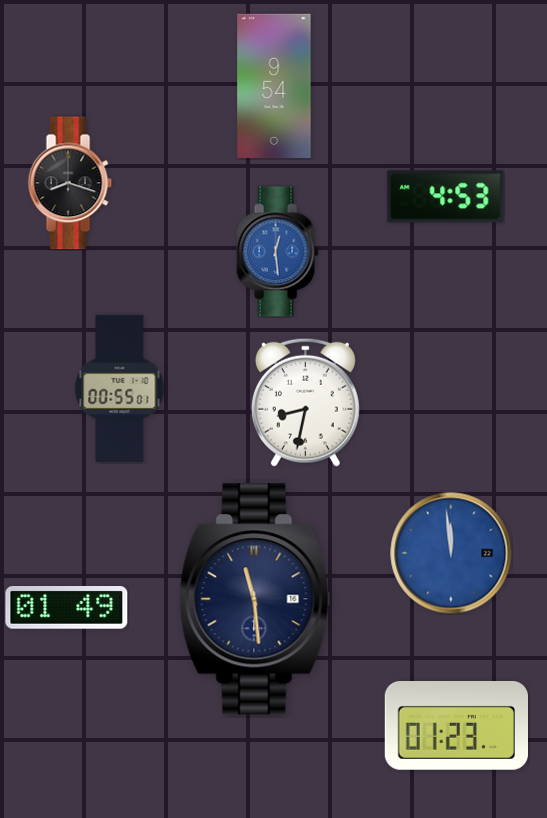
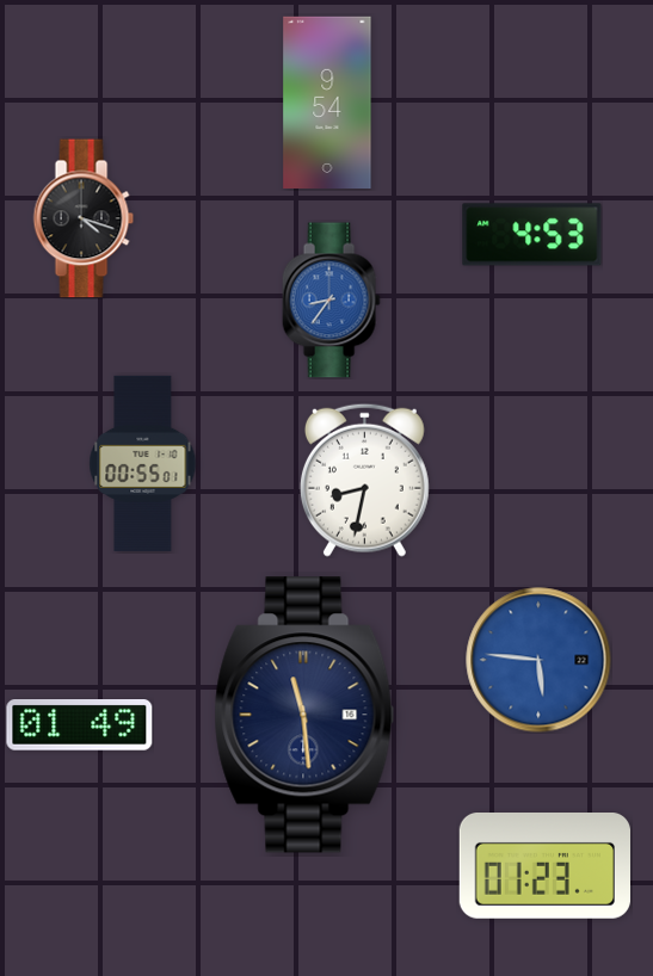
clock at (70, 183): 8:18 -> 4:18
clock at (277, 252): 12:29 -> 8:36
clock at (451, 553): 11:59 -> 5:46
